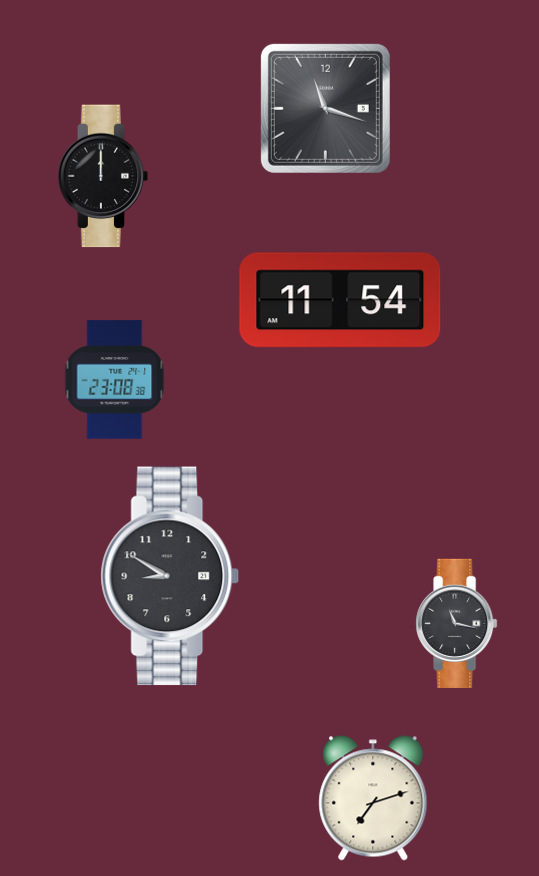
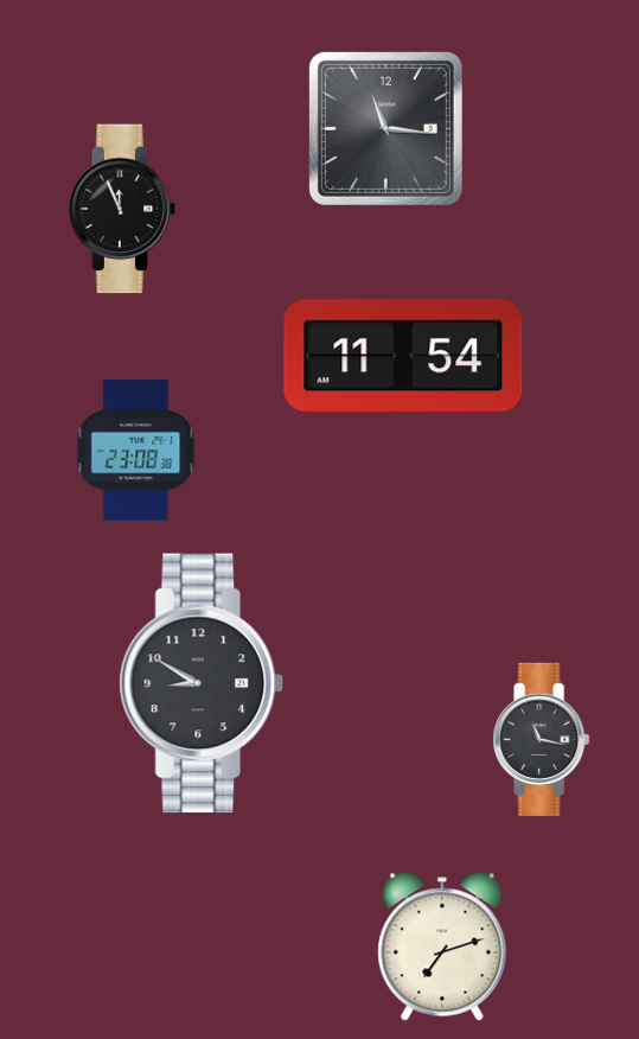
clock at (325, 108): 11:18 -> 11:16
clock at (103, 176): 12:00 -> 11:56
